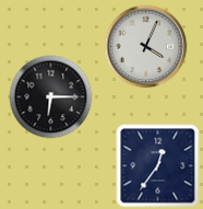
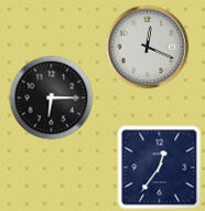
clock at (146, 47): 4:04 -> 12:19
